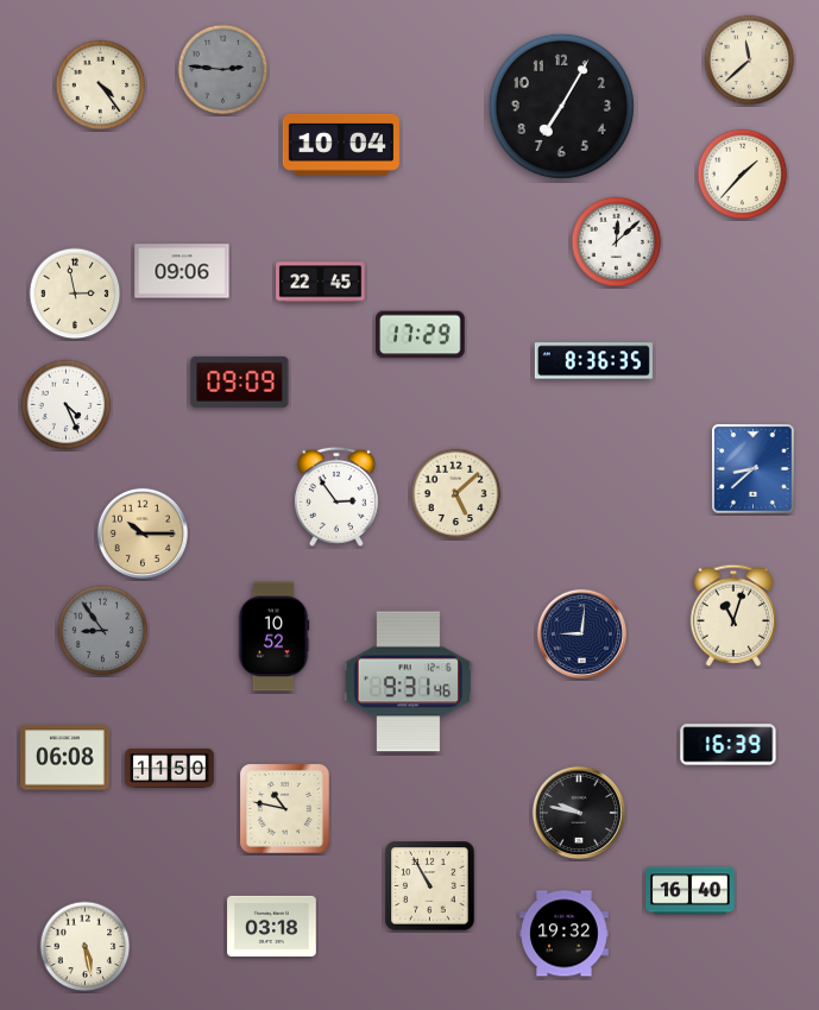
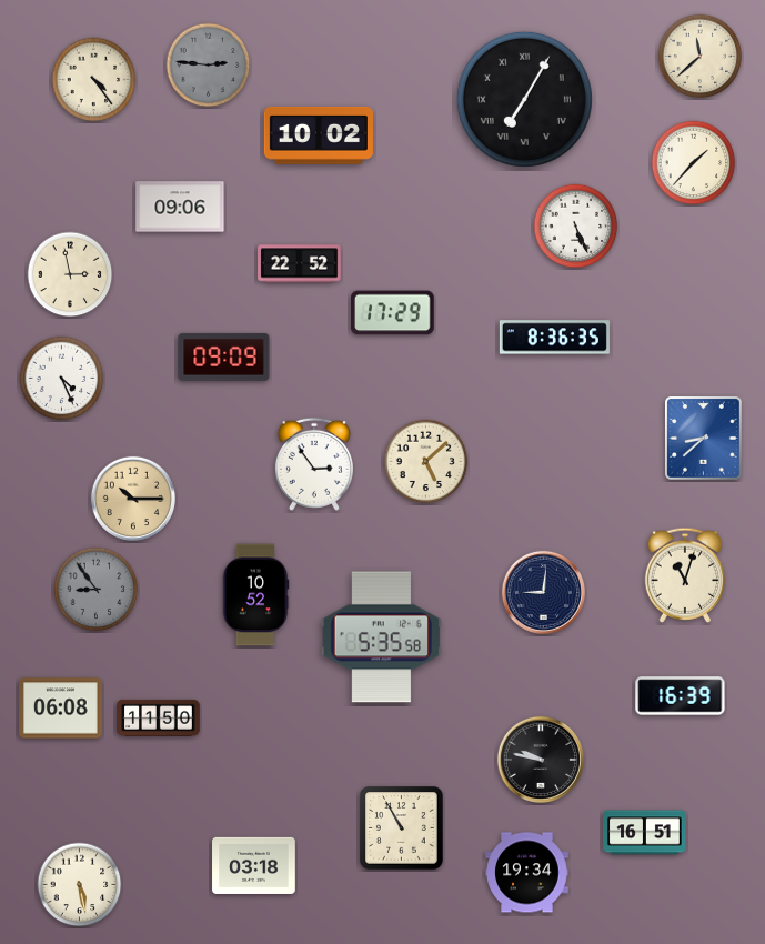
clock at (561, 106) numerals: Arabic -> Roman
clock at (341, 145): 10:04 -> 10:02
clock at (617, 242): 12:08 -> 5:26
clock at (182, 271) position: (182, 271) -> (180, 207)
clock at (321, 283): 22:45 -> 22:52
clock at (408, 682): 9:31 -> 5:35
clock at (285, 809): 10:47 -> none
clock at (691, 891): 16:40 -> 16:51
clock at (565, 934): 19:32 -> 19:34
